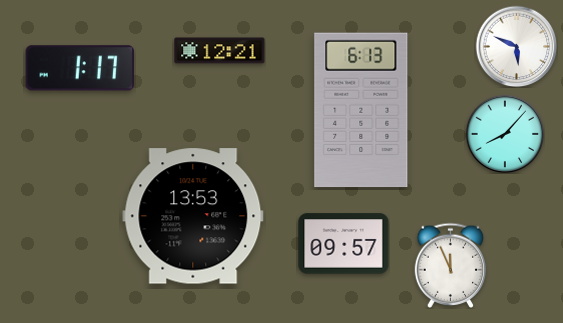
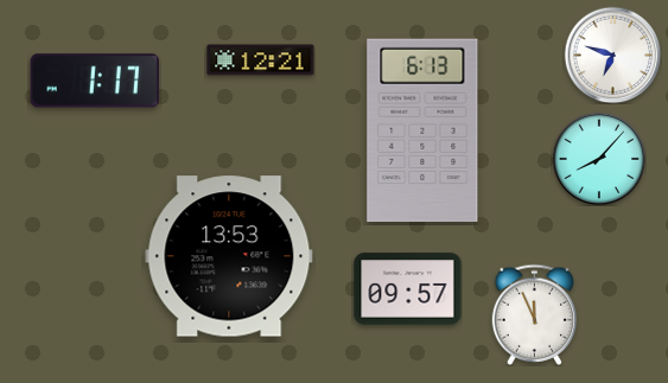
clock at (516, 46): 5:49 -> 6:48
clock at (361, 110) position: (361, 110) -> (422, 130)
